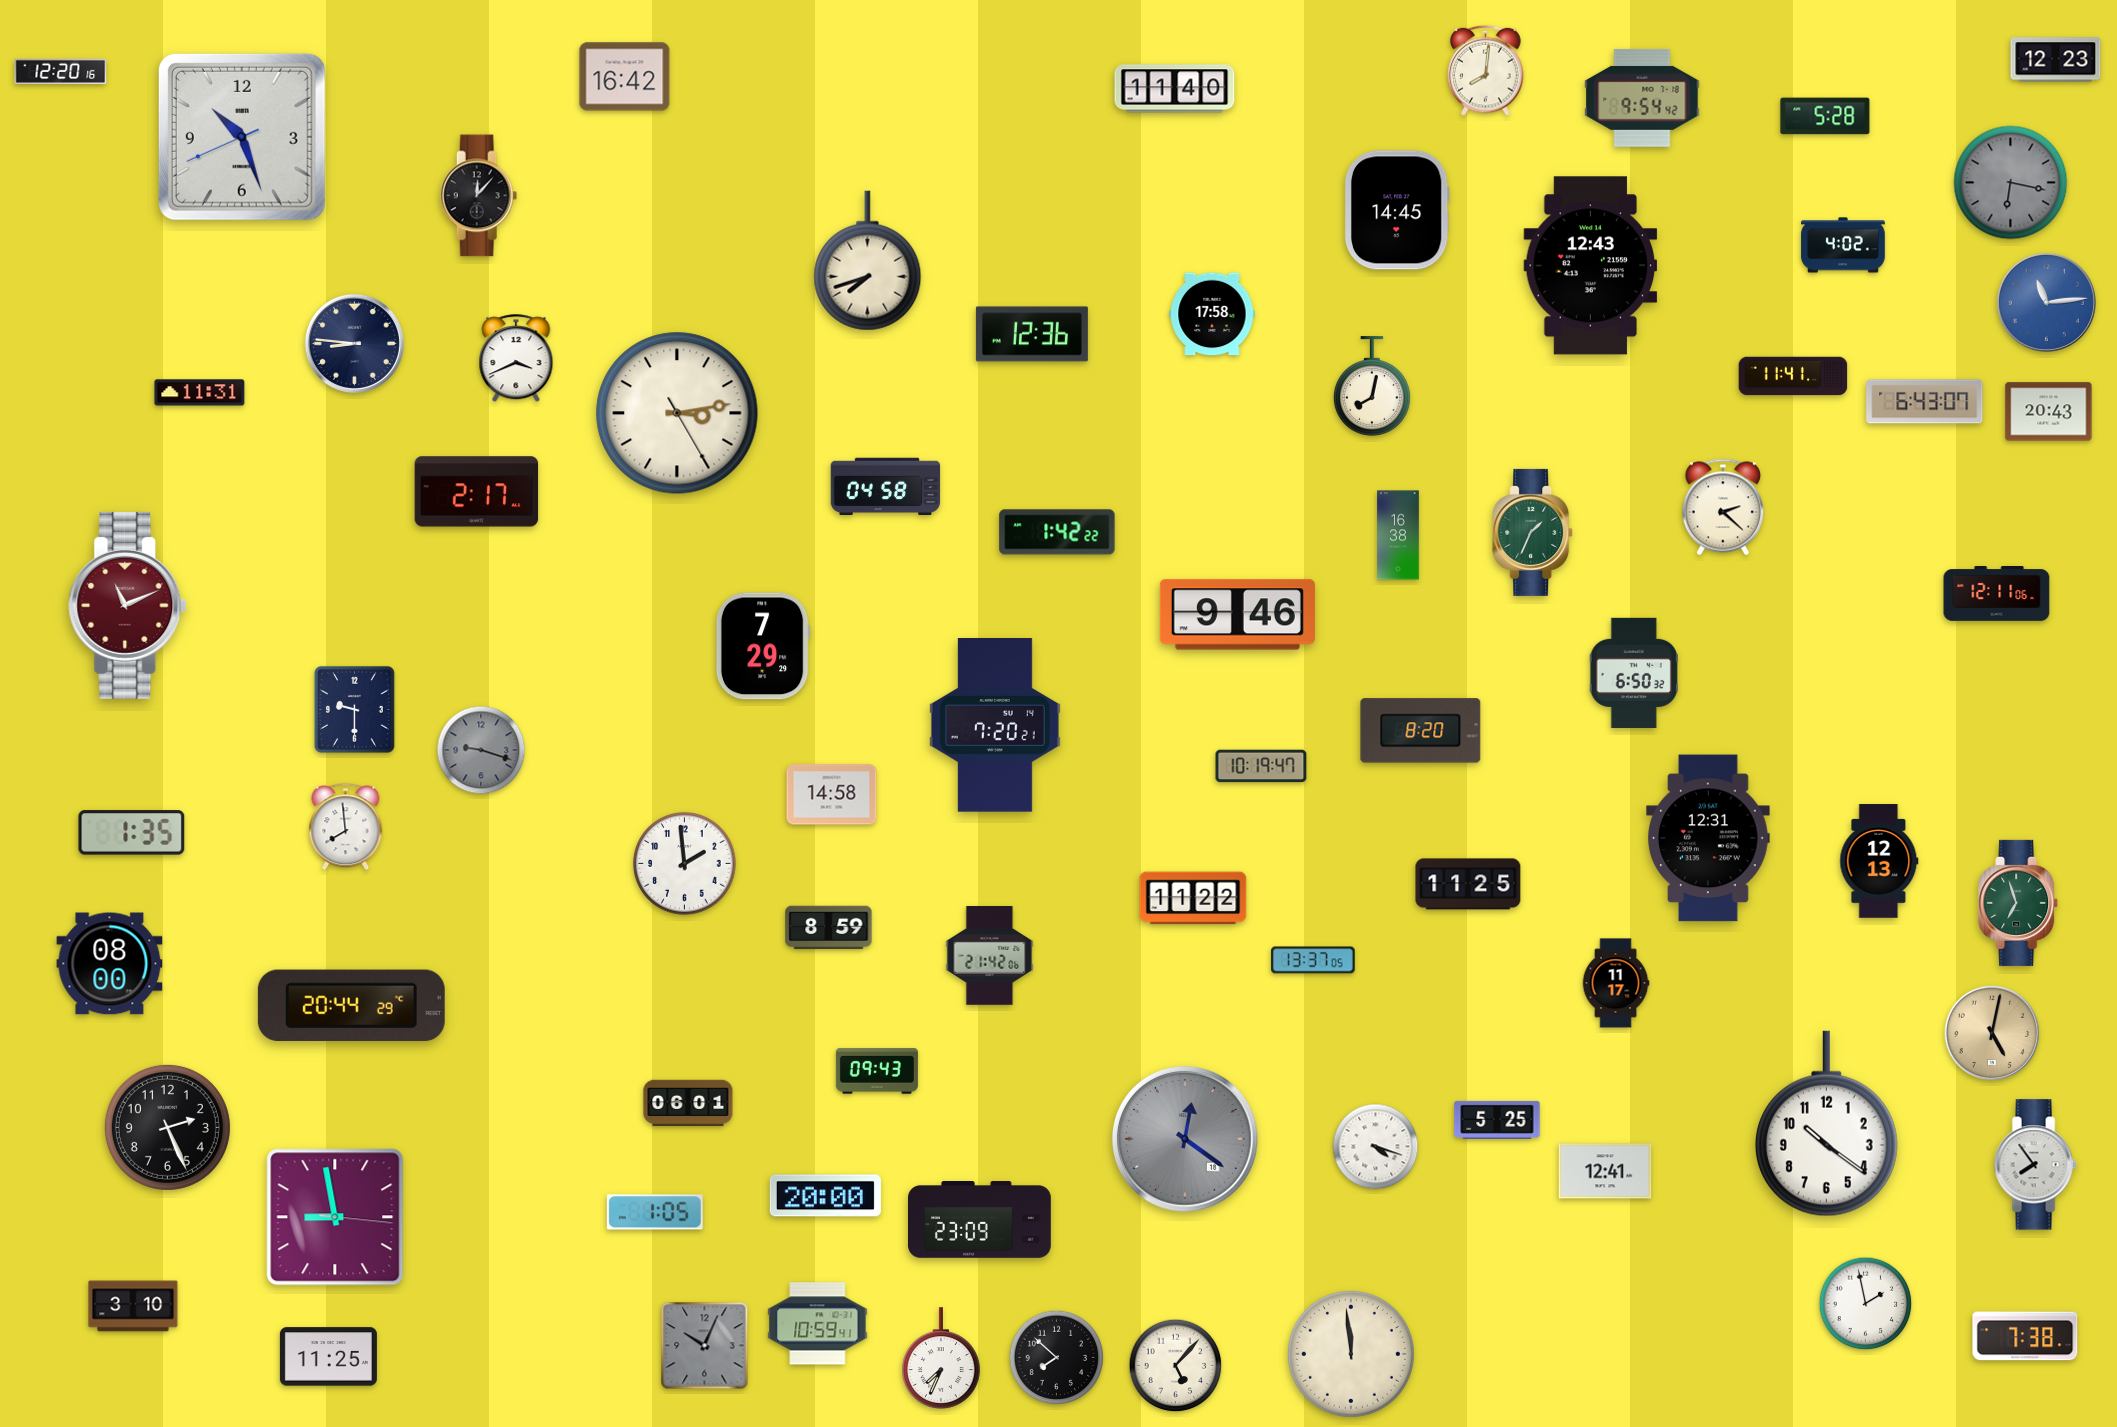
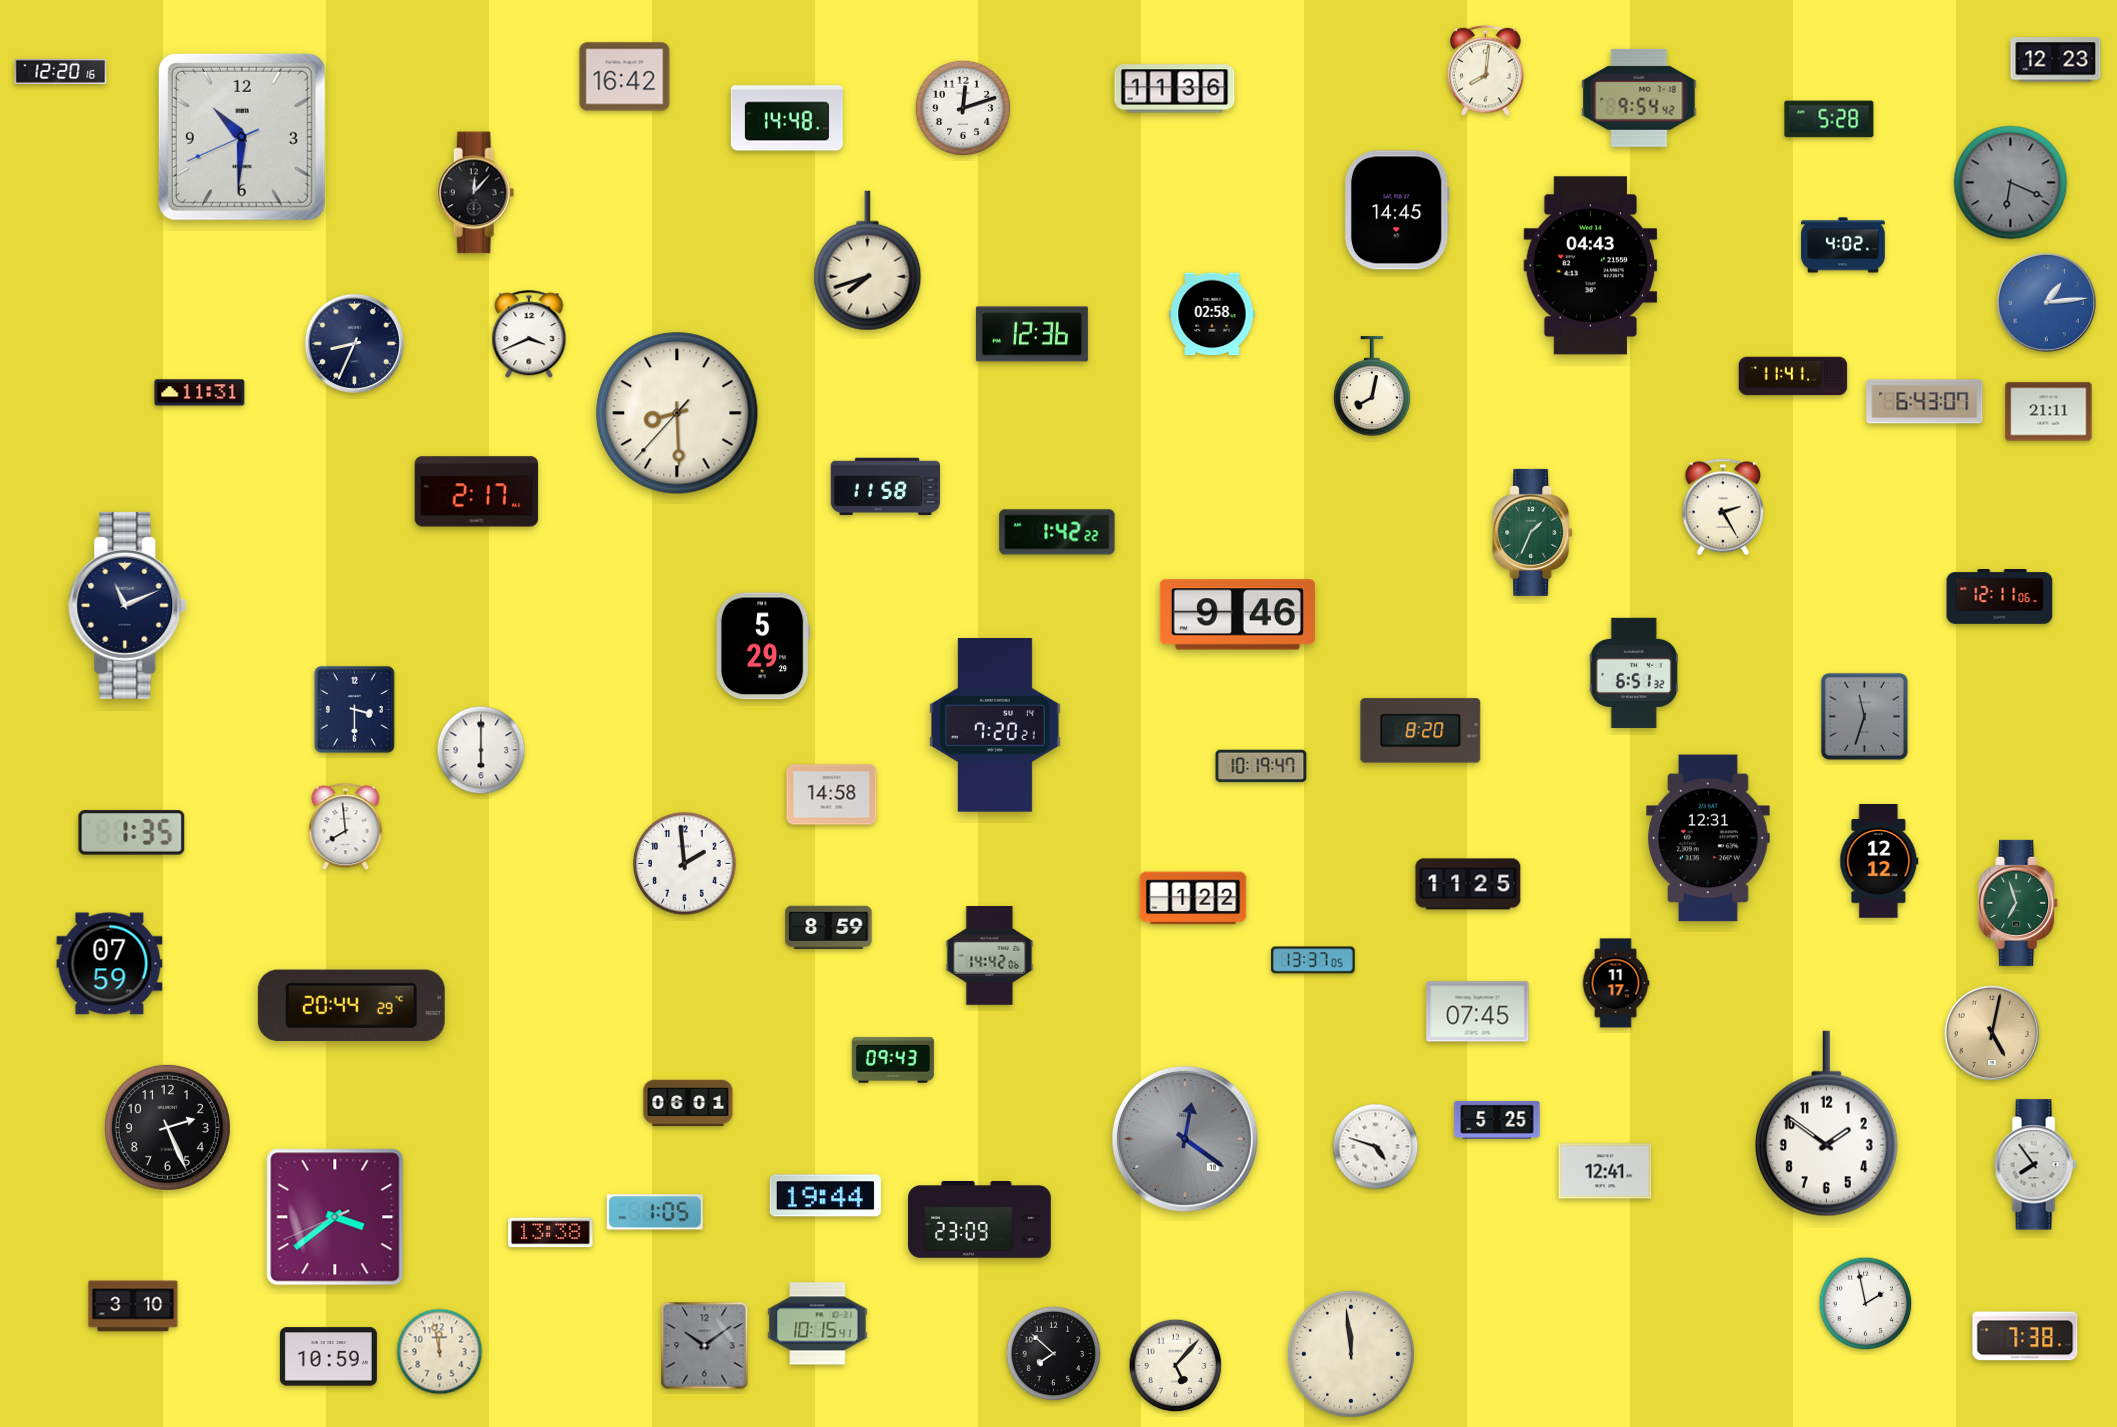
clock at (1175, 89): 11:40 -> 11:36
clock at (1642, 98) position: (1642, 98) -> (1639, 98)
clock at (962, 107): none -> 12:12
clock at (1825, 116) position: (1825, 116) -> (1829, 119)
clock at (787, 118): none -> 14:48
clock at (242, 137): 10:26 -> 10:30
clock at (2011, 183): 6:17 -> 6:19
clock at (479, 196) position: (479, 196) -> (476, 193)
clock at (1591, 266): 12:43 -> 04:43
clock at (2046, 302): 11:14 -> 1:14
clock at (1212, 314): 17:58 -> 02:58
clock at (354, 343): 8:46 -> 8:34
clock at (516, 359) position: (516, 359) -> (529, 335)
clock at (2049, 412): 20:43 -> 21:11
clock at (677, 413): 3:13 -> 8:29
clock at (886, 487): 04:58 -> 11:58
clock at (1722, 507): 2:22 -> 2:25
clock at (1398, 535): 16:38 -> none
clock at (1997, 594) position: (1997, 594) -> (2000, 597)
clock at (128, 605) dial: burgundy -> navy
clock at (763, 646): 7:29 -> 5:29
clock at (1634, 673): 6:50 -> 6:51
clock at (354, 709): 9:30 -> 3:30
clock at (1864, 716): none -> 11:33
clock at (481, 750): 9:18 -> 6:00
clock at (481, 750) dial: grey -> white
clock at (1879, 861): 12:13 -> 12:12
clock at (1193, 898): 11:22 -> 1:22
clock at (990, 956): 21:42 -> 14:42
clock at (110, 964): 08:00 -> 07:59
clock at (1478, 1012): none -> 07:45
clock at (877, 1071) position: (877, 1071) -> (893, 1060)
clock at (1826, 1124): 10:21 -> 1:51
clock at (1376, 1147): 4:18 -> 4:48
clock at (825, 1196): 20:00 -> 19:44
clock at (335, 1217): 8:58 -> 3:38
clock at (551, 1233): none -> 13:38
clock at (818, 1324): 10:59 -> 10:15
clock at (705, 1346): 10:04 -> 10:09
clock at (440, 1352): none -> 11:58
clock at (328, 1357): 11:25 -> 10:59
clock at (941, 1358): 7:34 -> none
clock at (1057, 1358) position: (1057, 1358) -> (1054, 1354)
